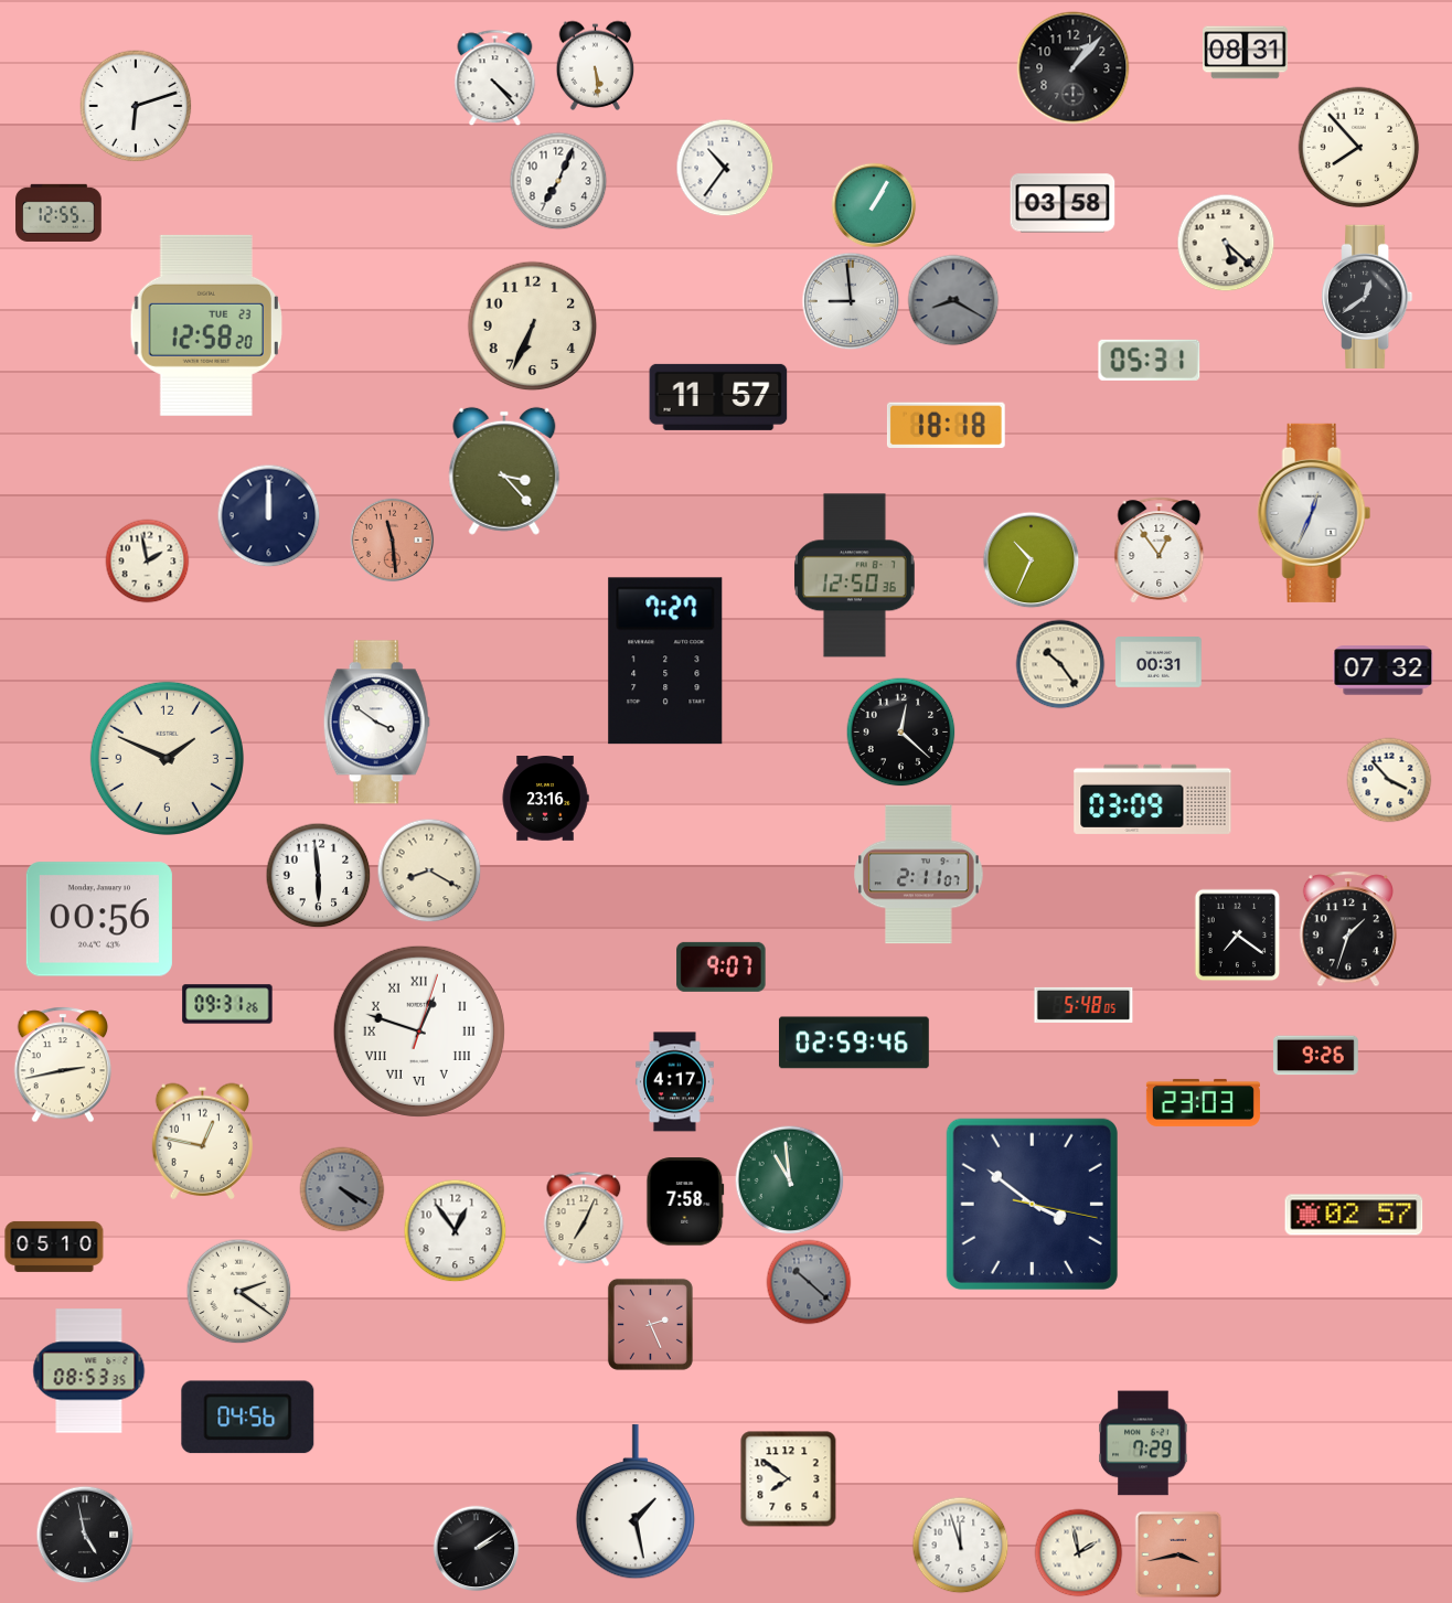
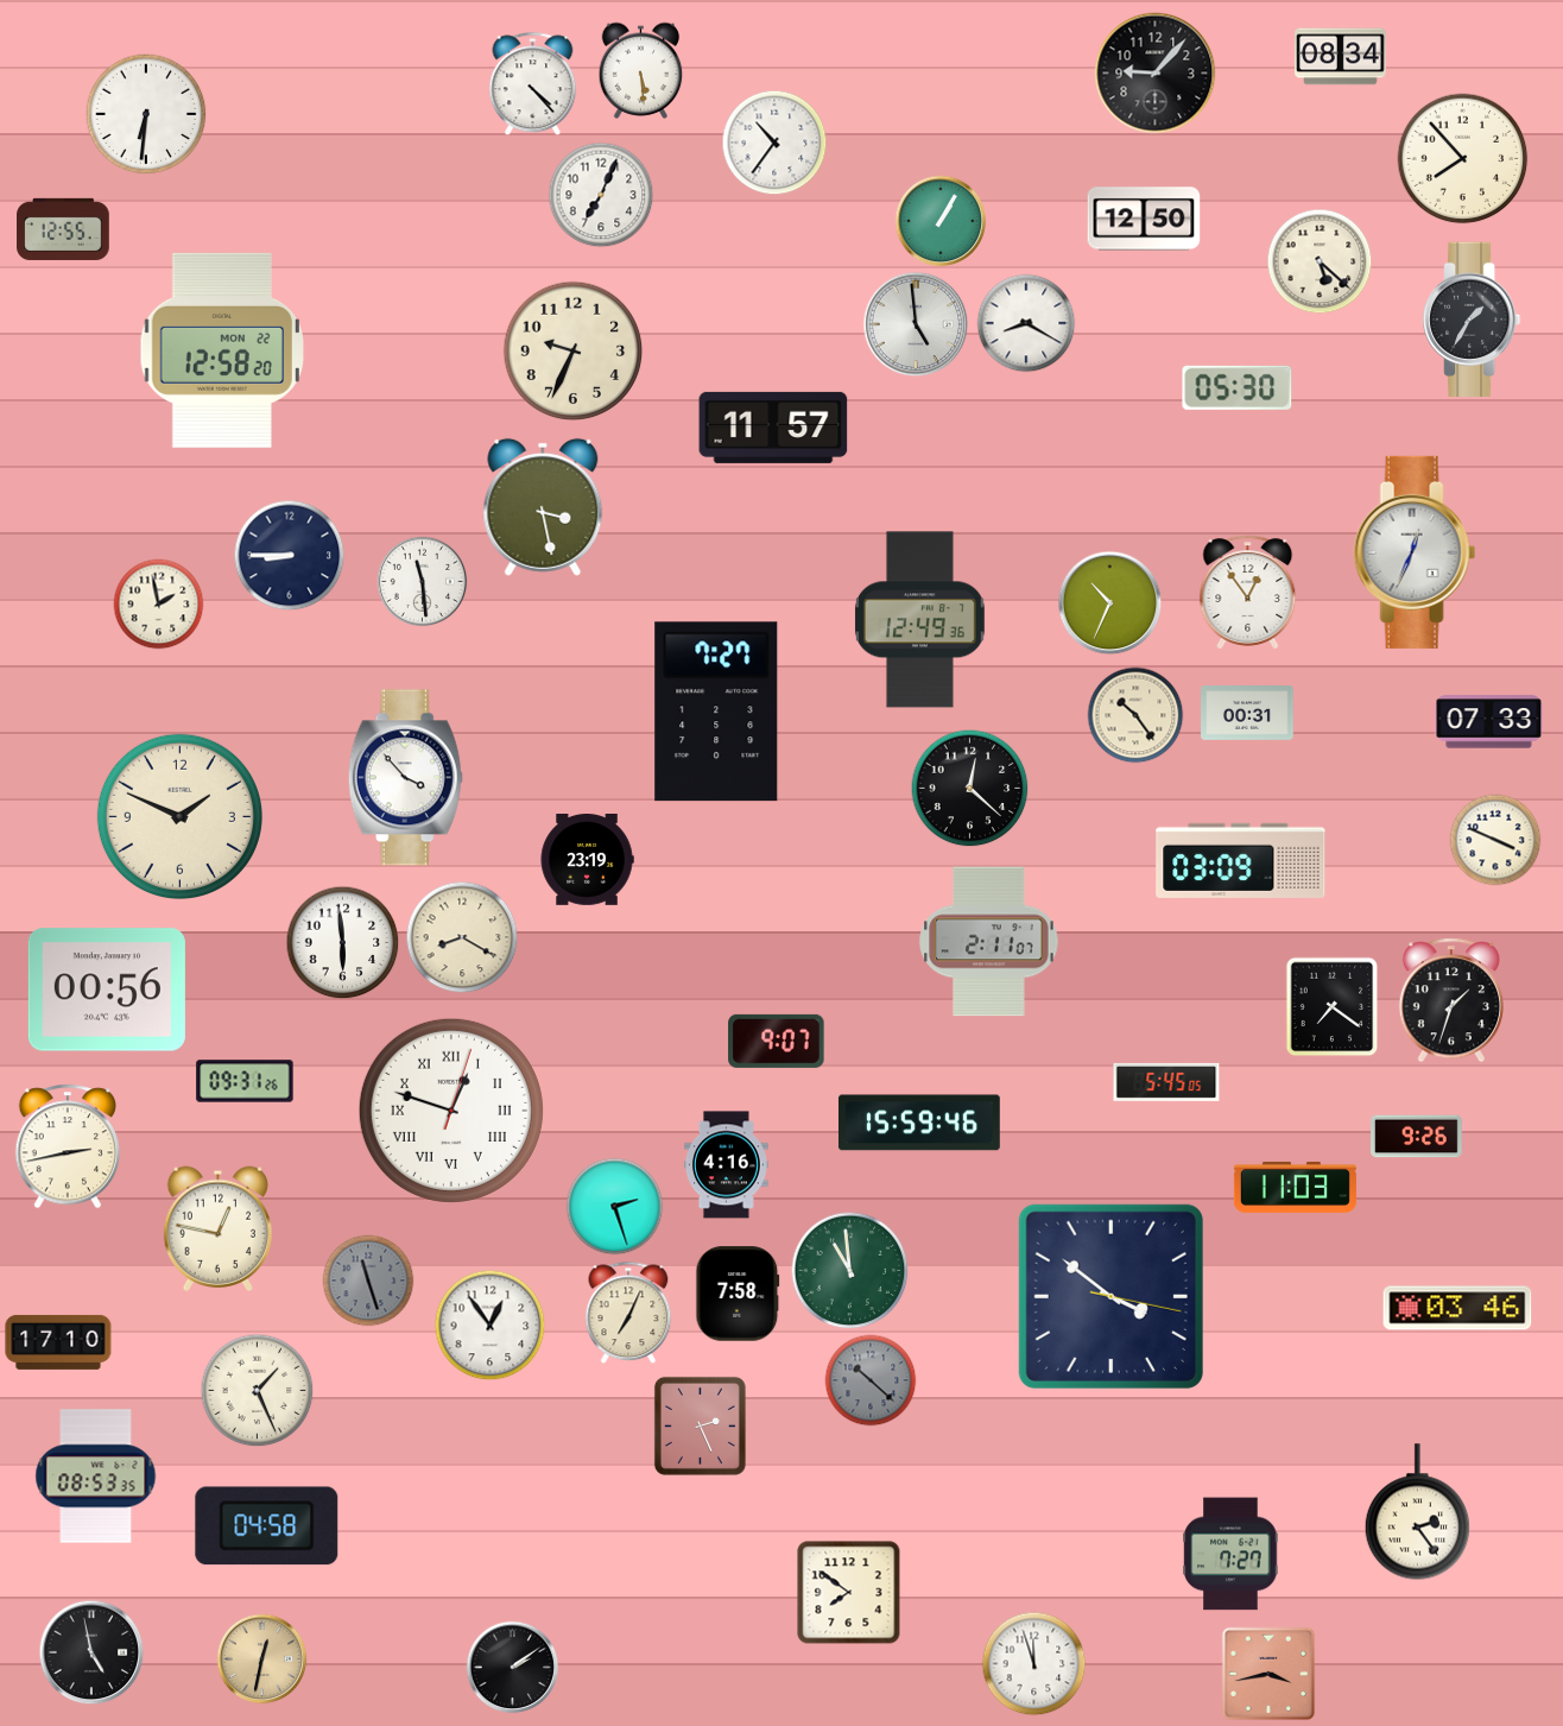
clock at (1246, 53): 08:31 -> 08:34
clock at (1074, 68): 1:07 -> 9:07
clock at (136, 106): 6:12 -> 6:31
clock at (725, 168) position: (725, 168) -> (774, 143)
clock at (1063, 203): 03:58 -> 12:50
clock at (1367, 297): 12:39 -> 1:35
clock at (953, 300) dial: grey -> white
clock at (851, 301): 8:59 -> 4:59
clock at (206, 325) date: TUE 23 -> MON 22
clock at (533, 327): 6:34 -> 9:34
clock at (1150, 360): 05:31 -> 05:30
clock at (946, 426): 18:18 -> none
clock at (504, 471): 3:23 -> 3:28
clock at (269, 516): 12:00 -> 8:45
clock at (393, 541) dial: salmon -> white
clock at (855, 576): 12:50 -> 12:49
clock at (1060, 664) position: (1060, 664) -> (1135, 715)
clock at (1384, 671): 07:32 -> 07:33
clock at (376, 723): 3:51 -> 3:53
clock at (1389, 780): 3:53 -> 3:49
clock at (545, 799): 23:16 -> 23:19
clock at (1083, 1005): 5:48 -> 5:45
clock at (854, 1043): 02:59 -> 15:59
clock at (674, 1082): 4:17 -> 4:16
clock at (1203, 1102): 23:03 -> 11:03
clock at (615, 1207): none -> 2:27
clock at (342, 1189): 4:20 -> 11:27
clock at (1354, 1215): 02:57 -> 03:46
clock at (54, 1247): 05:10 -> 17:10
clock at (239, 1292): 2:21 -> 1:26
clock at (1418, 1512): none -> 2:24
clock at (248, 1418): 04:56 -> 04:58
clock at (1143, 1443): 7:29 -> 7:27
clock at (636, 1503): 1:28 -> none
clock at (262, 1659): none -> 12:32
clock at (1079, 1553): 1:58 -> none
